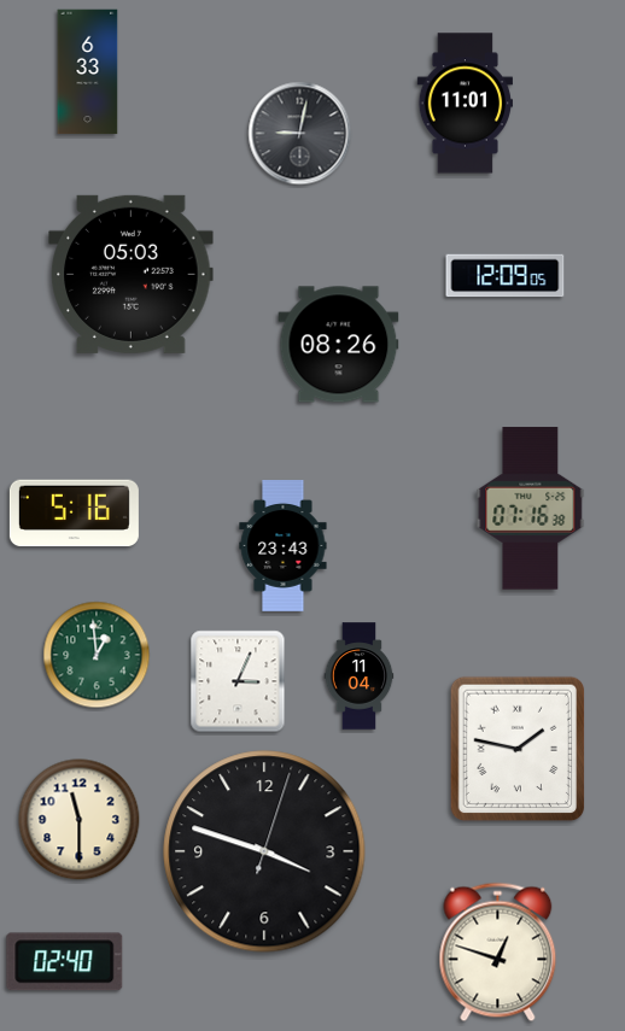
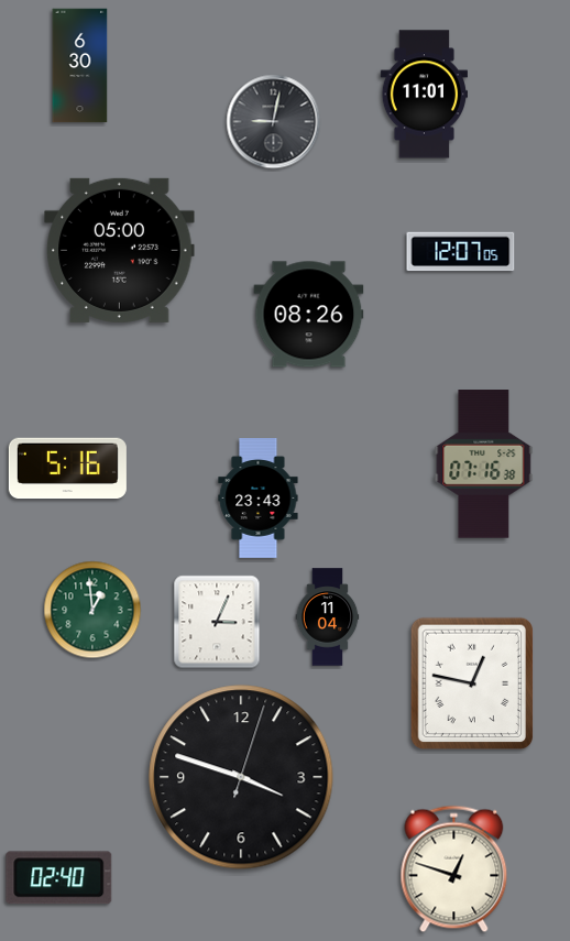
clock at (88, 72): 6:33 -> 6:30
clock at (132, 274): 05:03 -> 05:00
clock at (506, 276): 12:09 -> 12:07
clock at (97, 655) position: (97, 655) -> (92, 610)
clock at (518, 749): 1:47 -> 12:47
clock at (80, 820): 11:30 -> none
